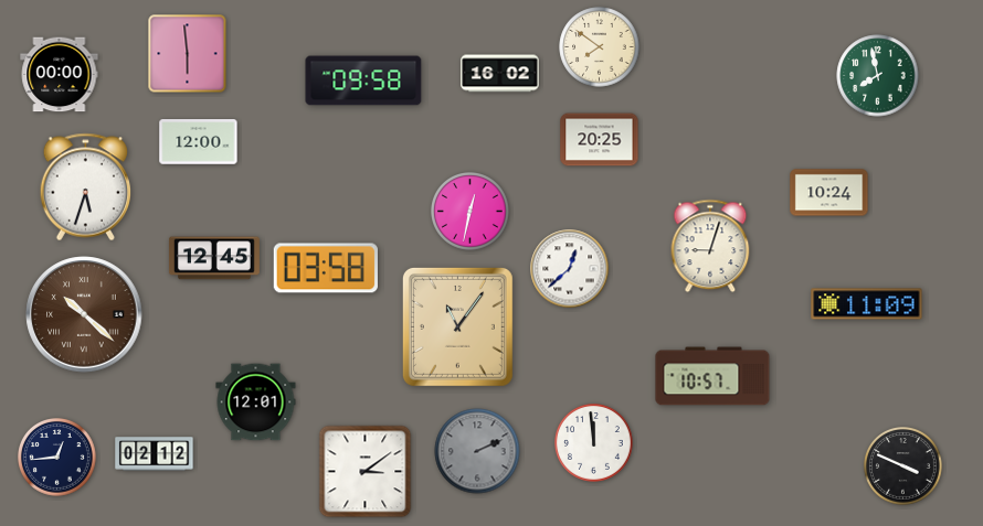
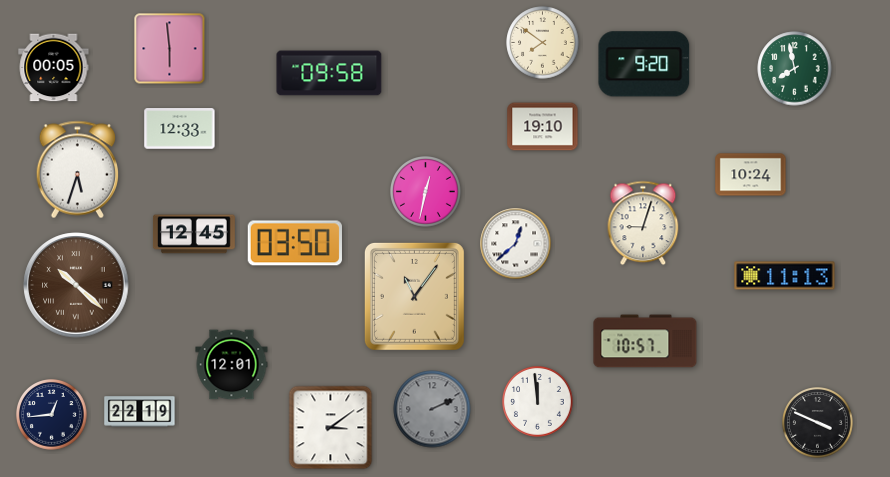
clock at (644, 64): none -> 9:20
clock at (500, 74): 16:02 -> none
clock at (60, 75): 00:00 -> 00:05
clock at (600, 140): 20:25 -> 19:10
clock at (199, 142): 12:00 -> 12:33
clock at (326, 268): 03:58 -> 03:50
clock at (867, 304): 11:09 -> 11:13
clock at (155, 454): 02:12 -> 22:19
